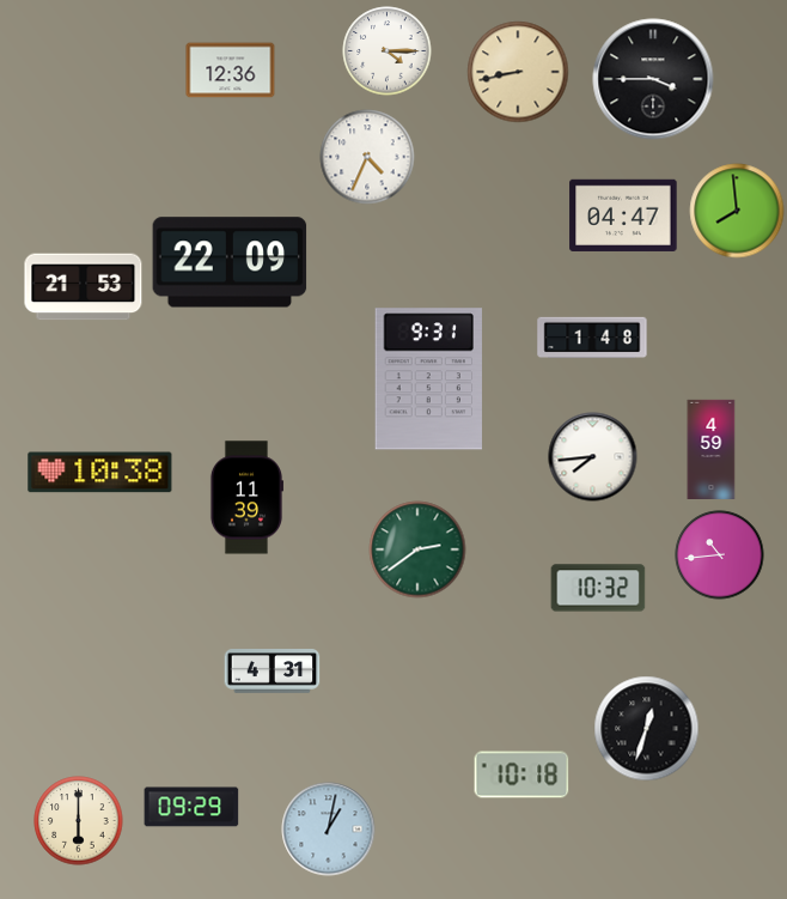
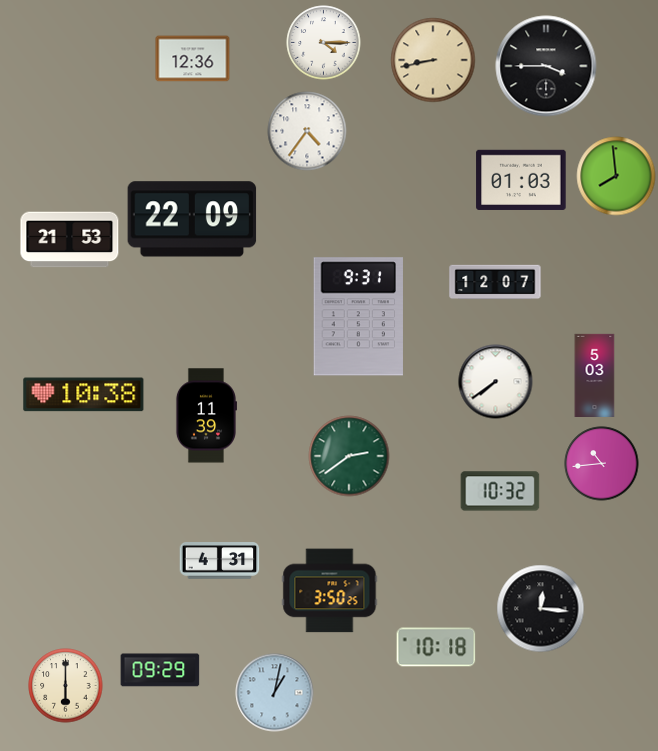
clock at (367, 157): 4:34 -> 4:36
clock at (623, 214): 04:47 -> 01:03
clock at (592, 338): 1:48 -> 12:07
clock at (712, 449): 4:59 -> 5:03
clock at (593, 457): 7:44 -> 7:39
clock at (417, 549) position: (417, 549) -> (349, 456)
clock at (273, 672) position: (273, 672) -> (220, 561)
clock at (330, 591): none -> 3:50
clock at (647, 729): 12:33 -> 12:16
clock at (191, 807) position: (191, 807) -> (160, 670)
